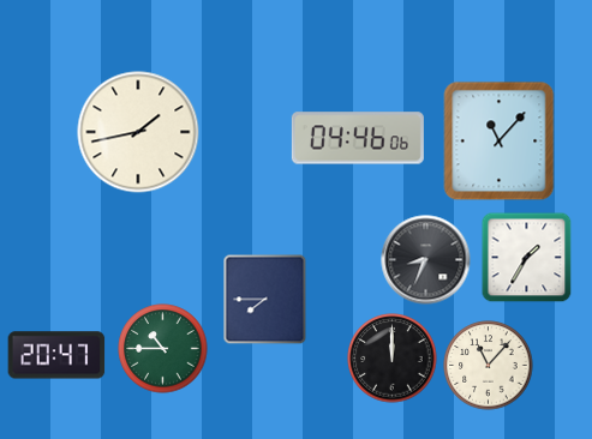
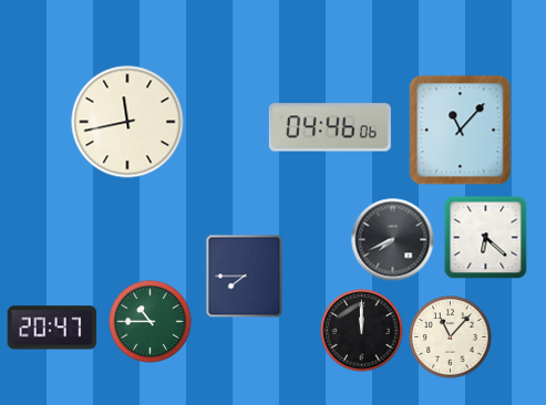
clock at (138, 132): 1:43 -> 11:43
clock at (527, 258): 1:35 -> 6:22
clock at (426, 260): 8:34 -> 7:41
